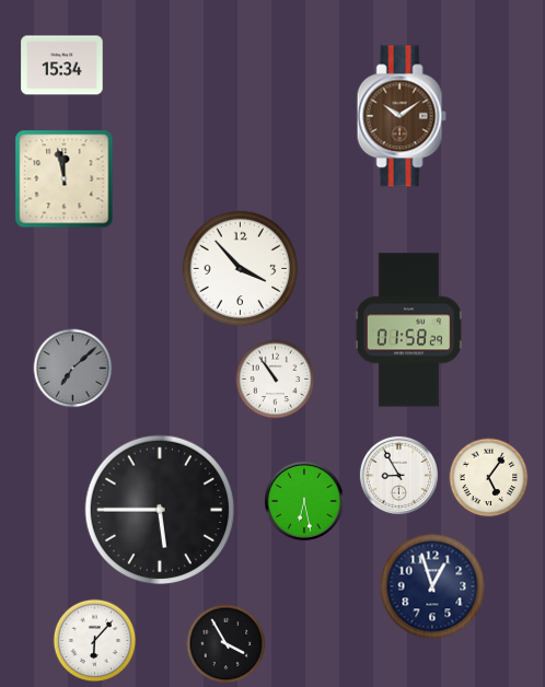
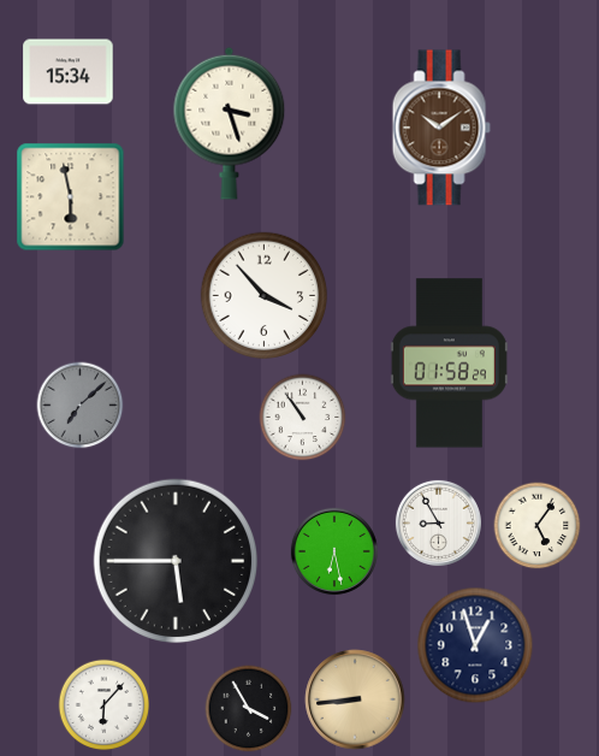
clock at (230, 123): none -> 3:27
clock at (65, 179): 11:58 -> 5:58
clock at (355, 699): none -> 8:44
